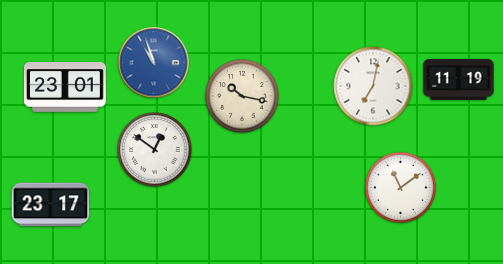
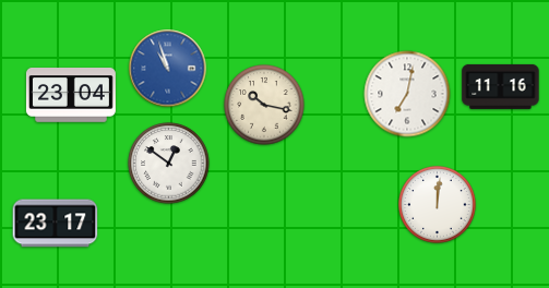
clock at (459, 79): 11:19 -> 11:16
clock at (65, 87): 23:01 -> 23:04
clock at (401, 188): 11:09 -> 12:01
